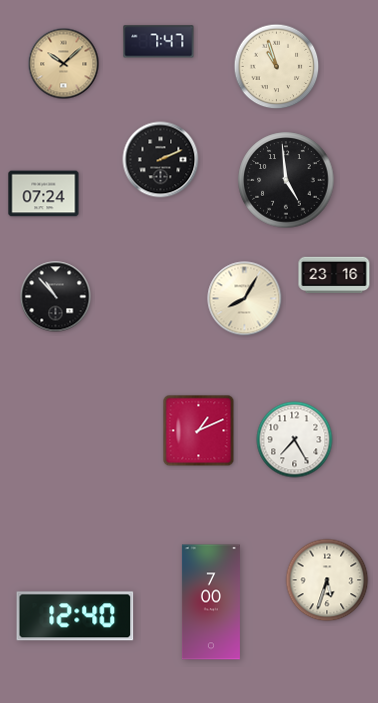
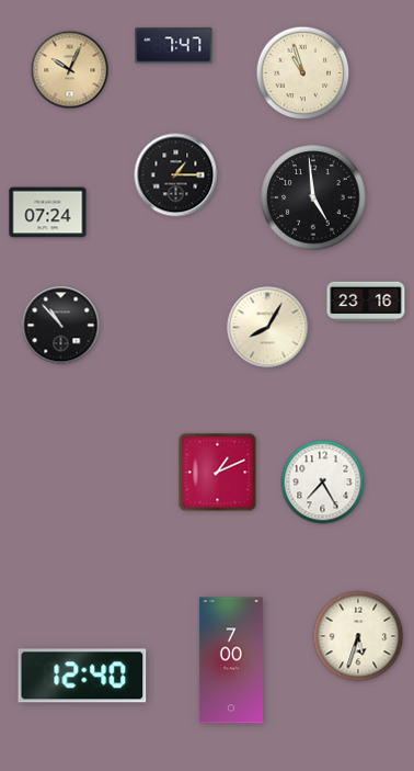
clock at (64, 64): 10:08 -> 10:04
clock at (161, 160): 2:11 -> 1:15
